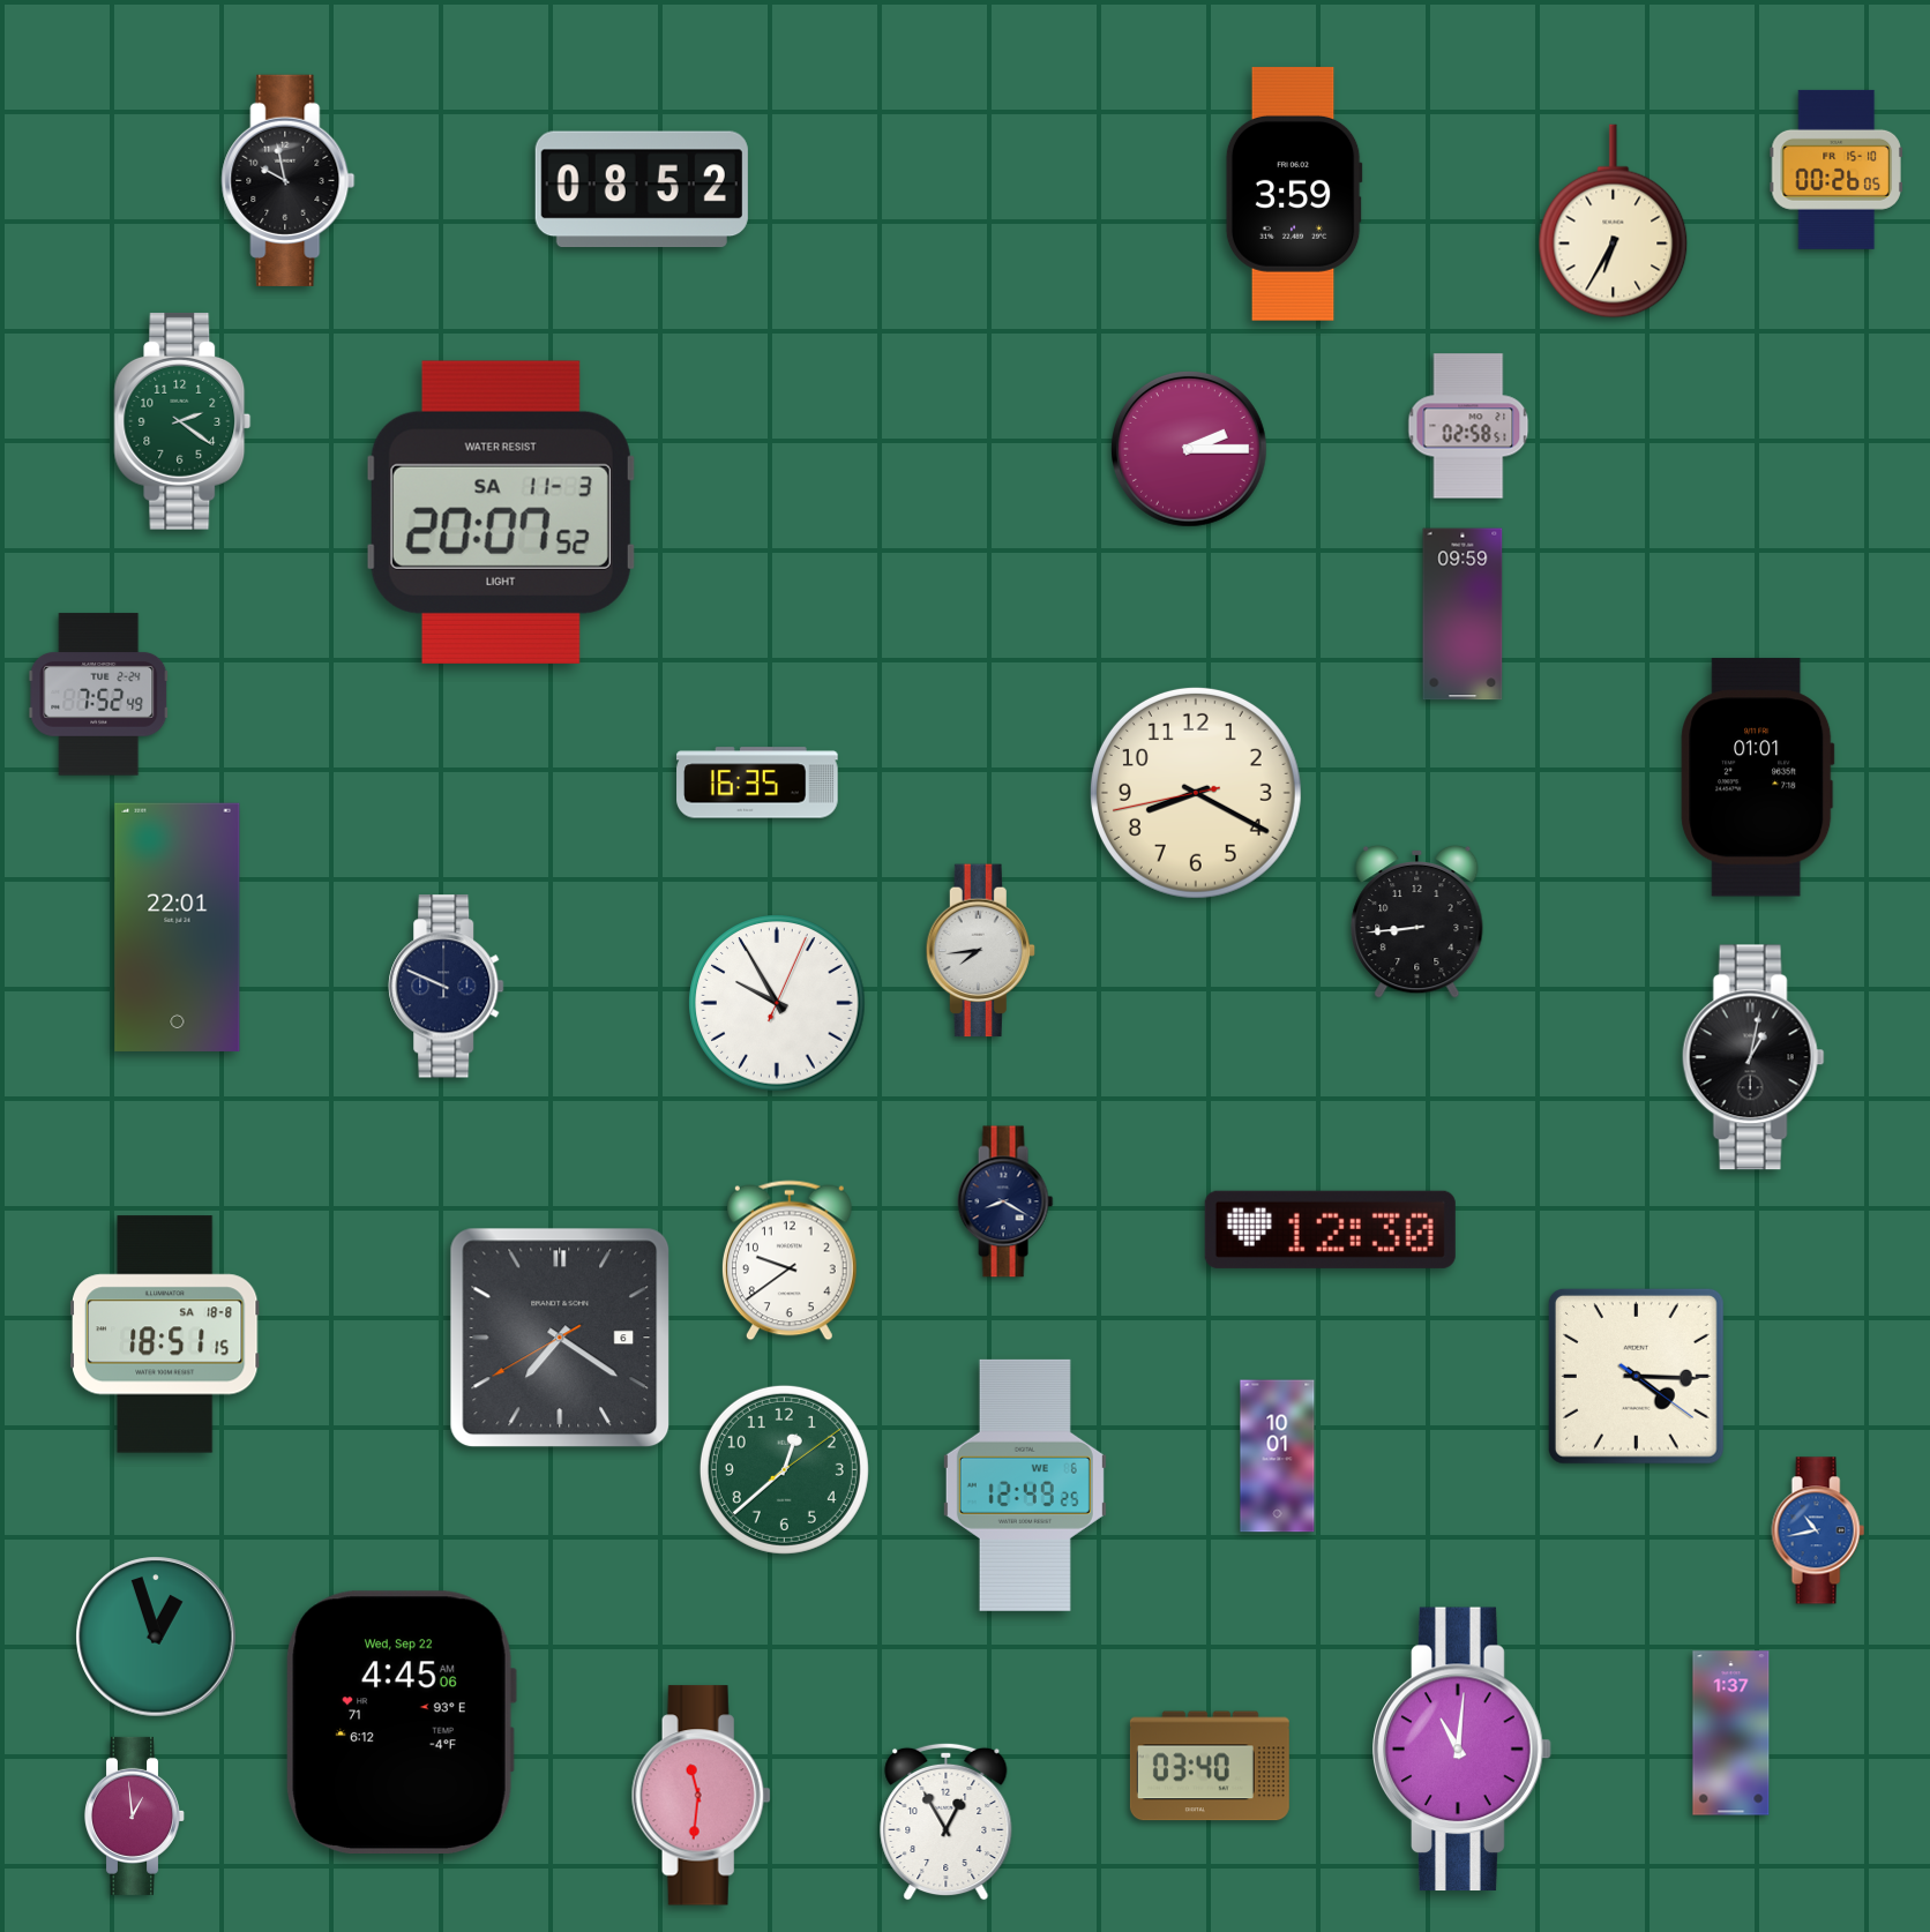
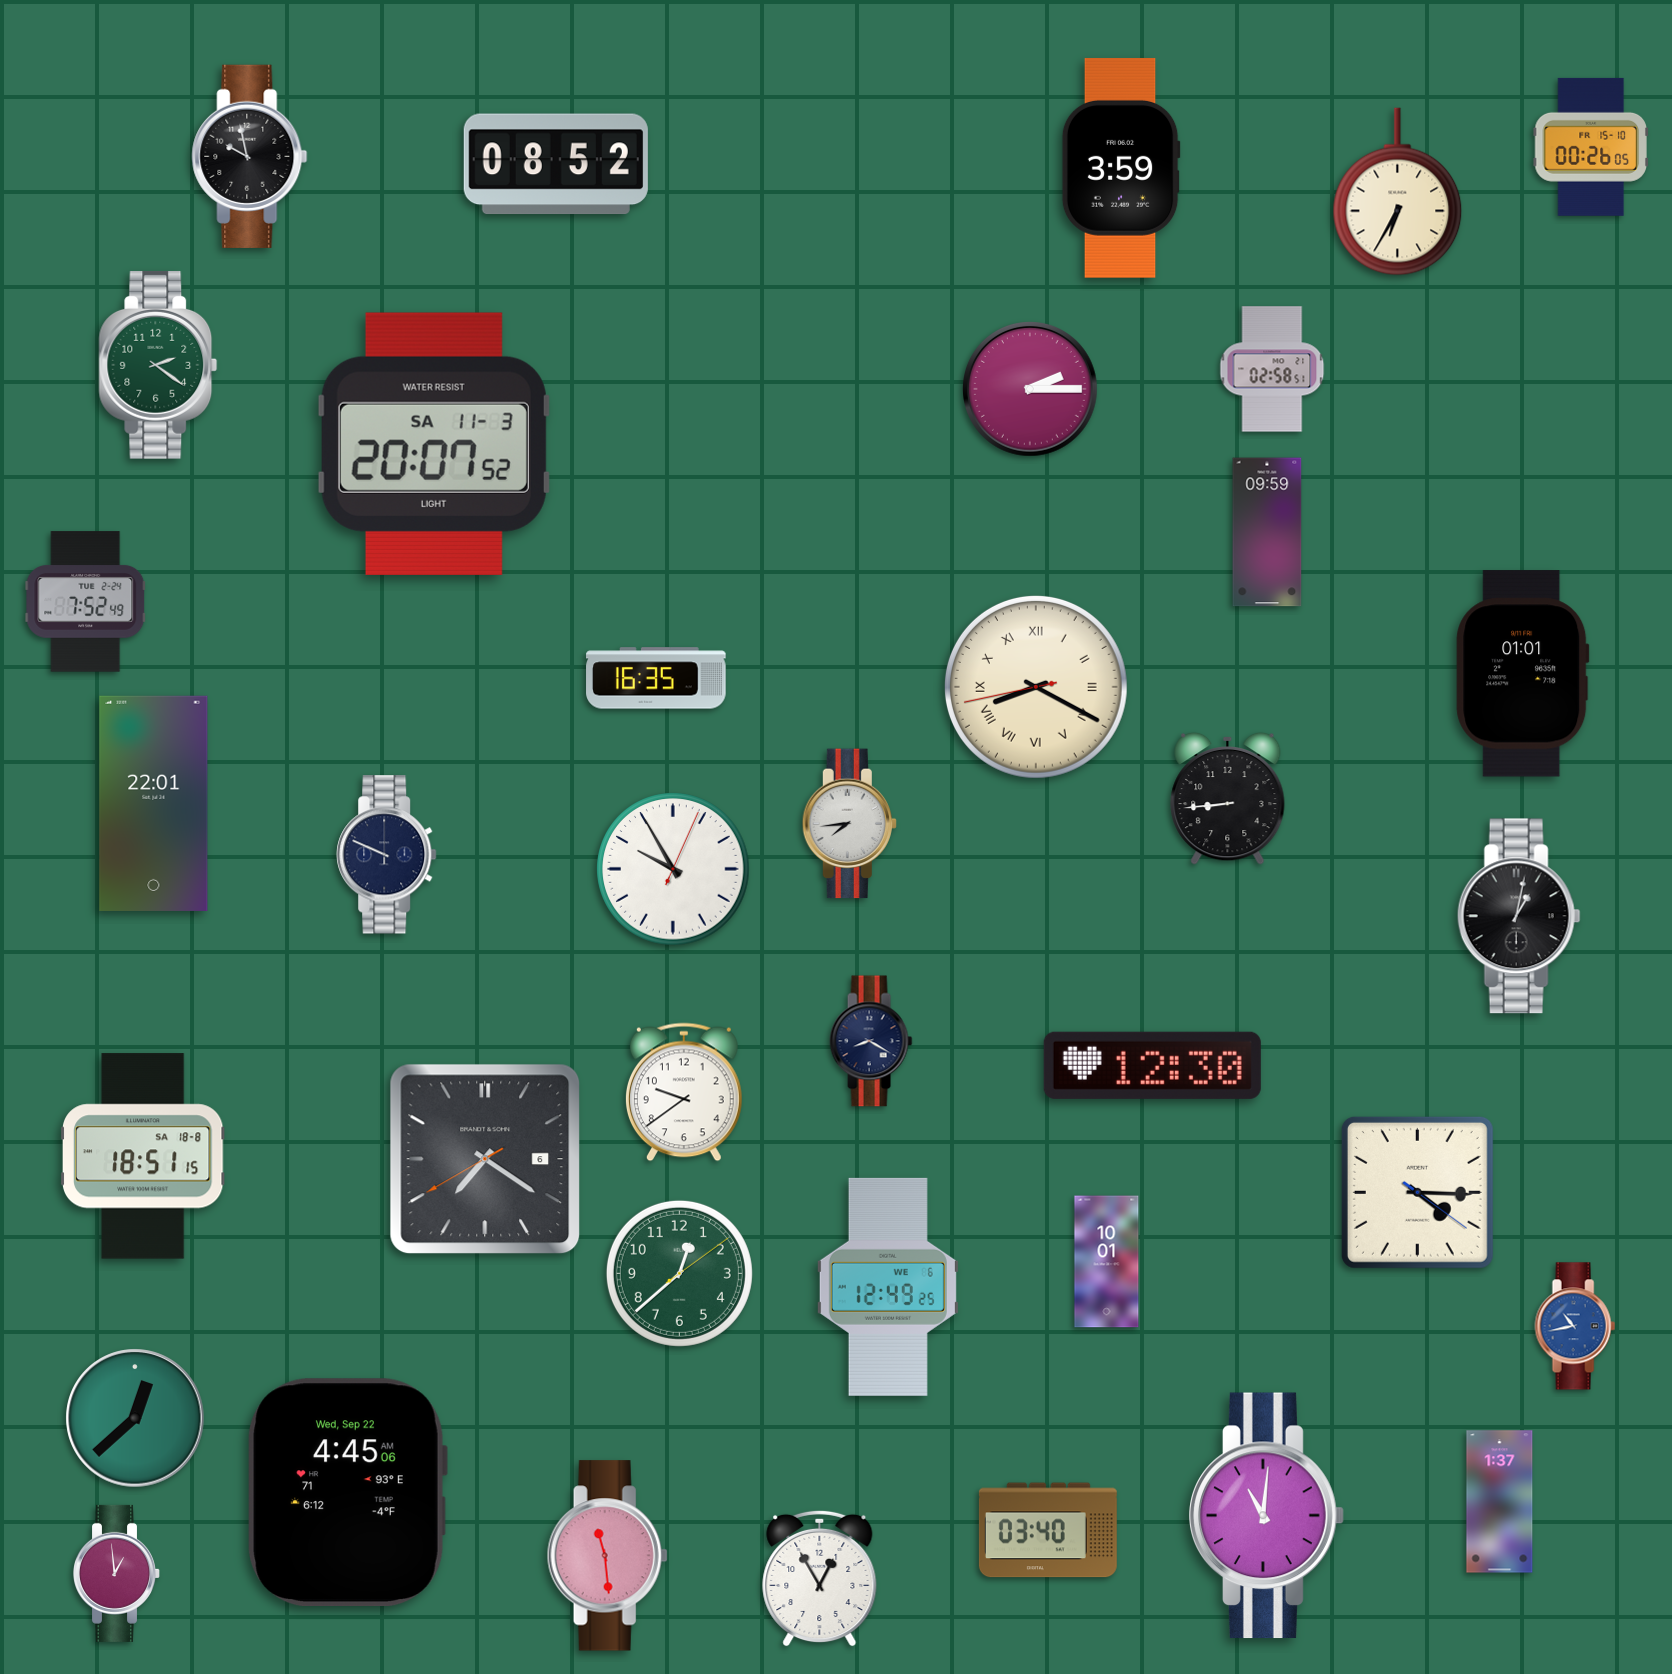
clock at (1196, 793) numerals: Arabic -> Roman
clock at (156, 1637): 12:57 -> 12:38
clock at (701, 1796): 11:31 -> 11:29
